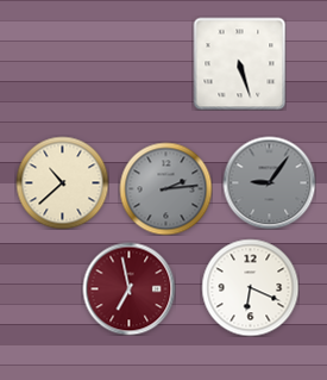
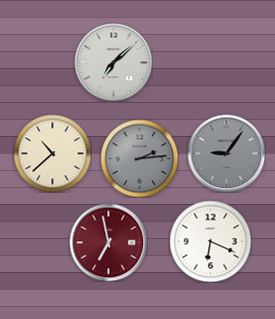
clock at (239, 63): 5:27 -> none
clock at (113, 62): none -> 7:08
